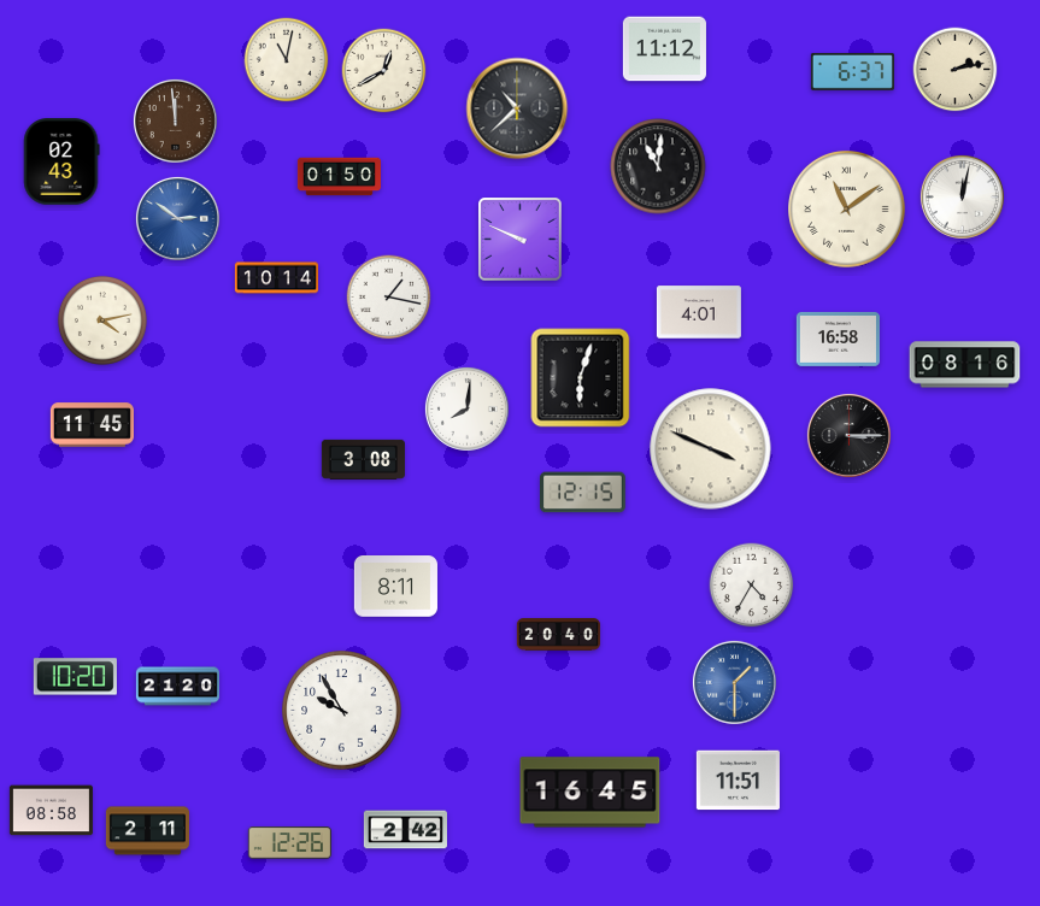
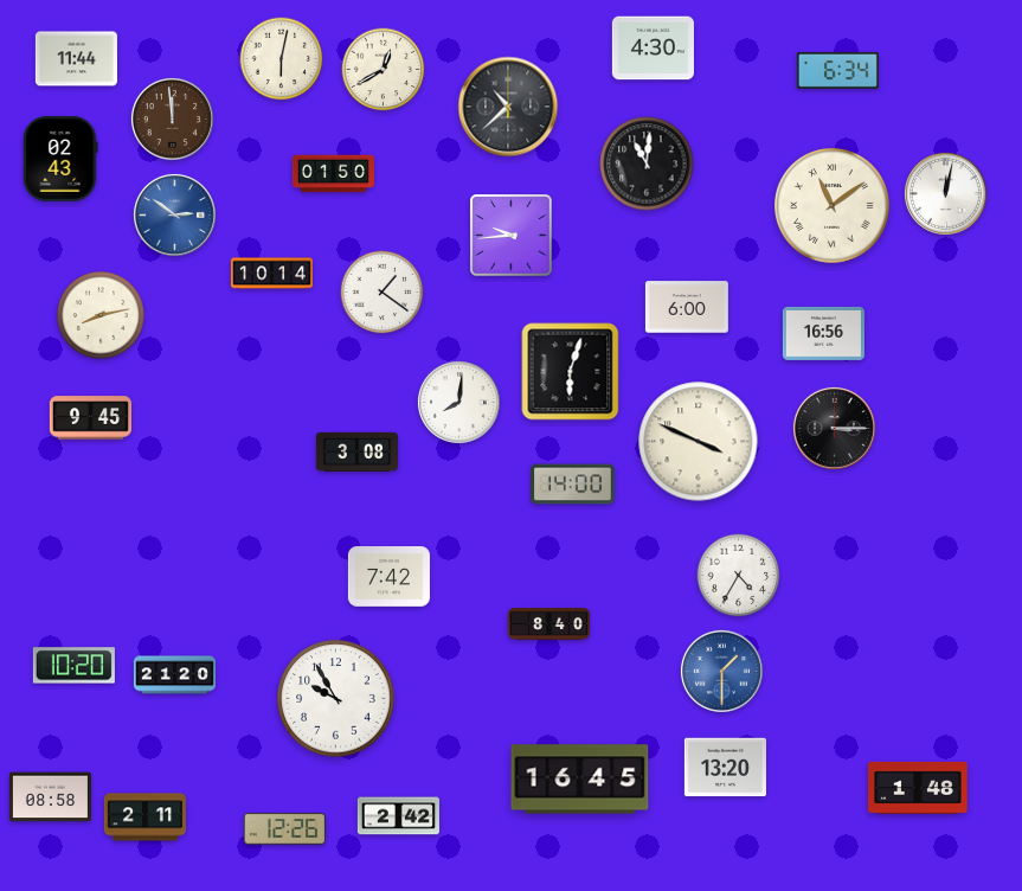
clock at (664, 49): 11:12 -> 4:30
clock at (76, 59): none -> 11:44
clock at (287, 60): 11:02 -> 6:02
clock at (956, 70): 2:13 -> none
clock at (384, 71) position: (384, 71) -> (384, 70)
clock at (852, 72): 6:37 -> 6:34
clock at (521, 240): 9:49 -> 9:44
clock at (389, 298): 1:17 -> 1:21
clock at (699, 312): 4:01 -> 6:00
clock at (102, 320): 4:13 -> 8:13
clock at (838, 339): 16:58 -> 16:56
clock at (965, 365): 08:16 -> none
clock at (92, 425): 11:45 -> 9:45
clock at (583, 493): 12:15 -> 14:00
clock at (395, 587): 8:11 -> 7:42
clock at (558, 635): 20:40 -> 8:40
clock at (738, 781): 11:51 -> 13:20
clock at (918, 788): none -> 1:48
